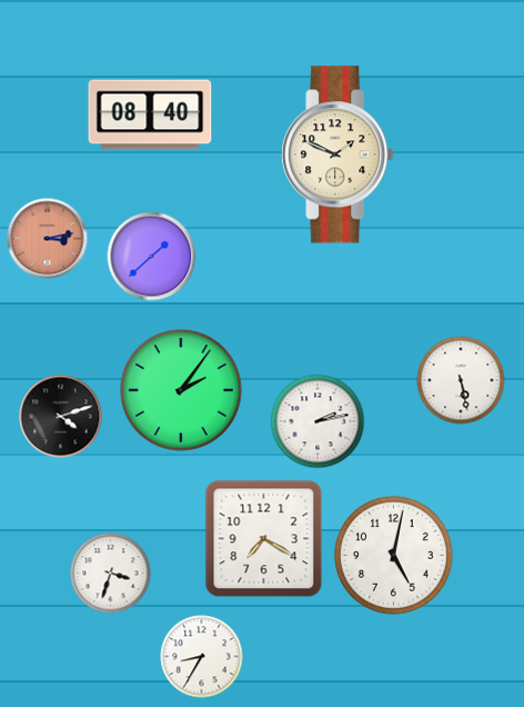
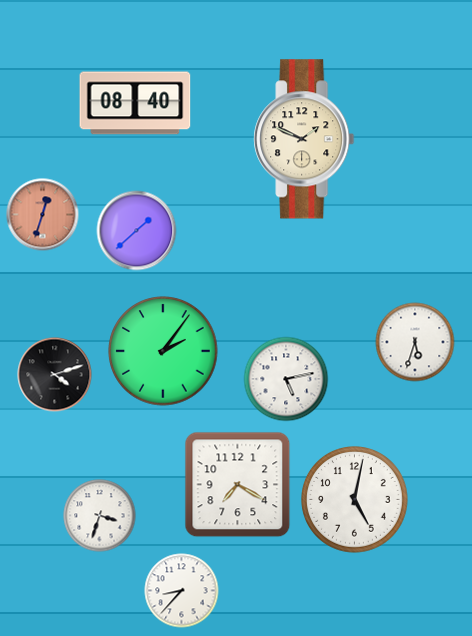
clock at (48, 239): 3:13 -> 12:33
clock at (461, 380): 5:28 -> 5:33
clock at (318, 421): 2:13 -> 5:13
clock at (202, 657): 8:35 -> 8:37
